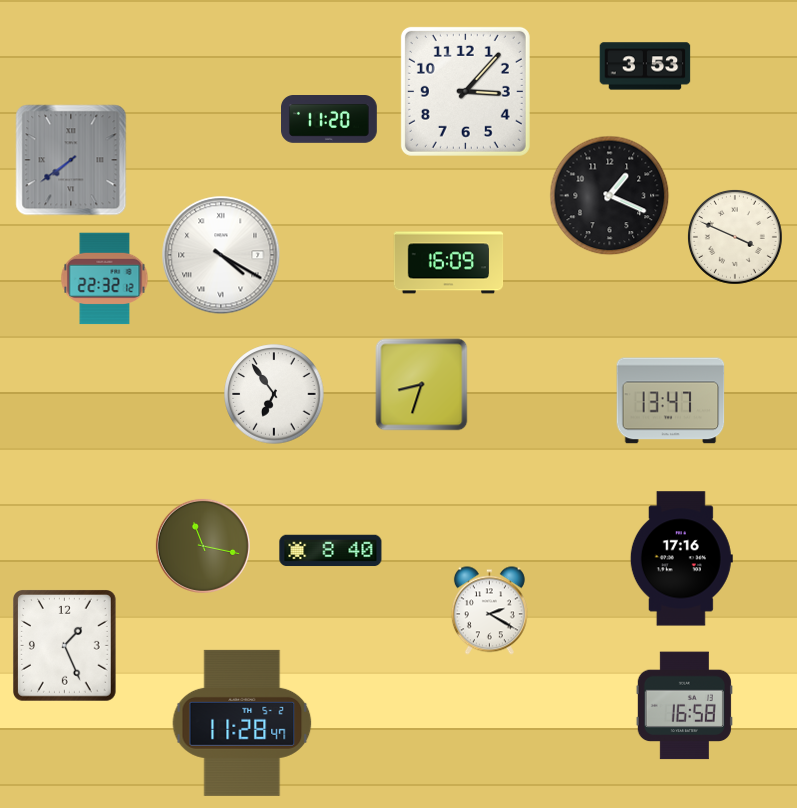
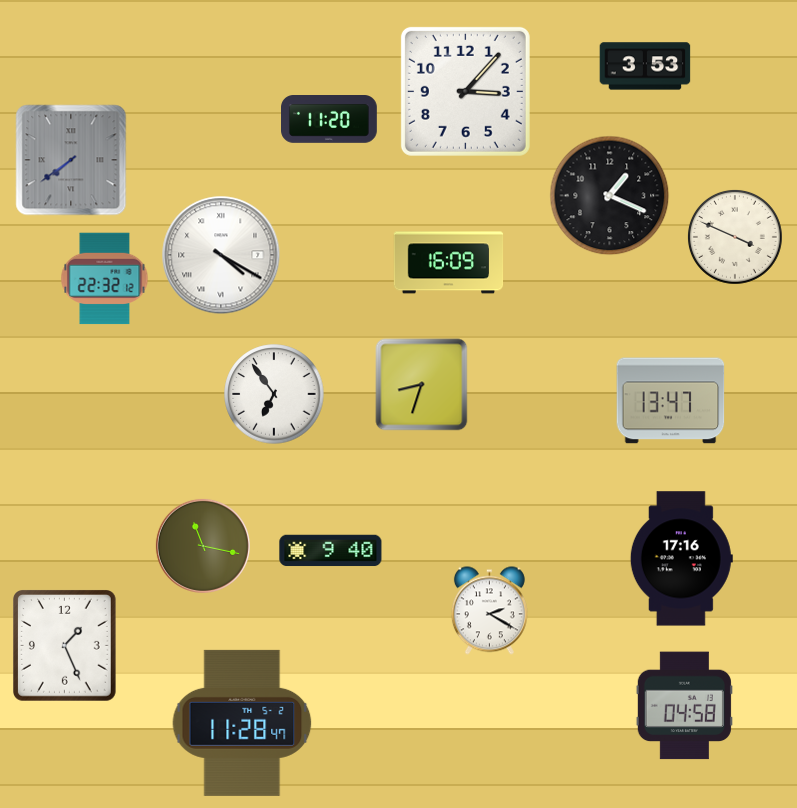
clock at (331, 551): 8:40 -> 9:40
clock at (684, 706): 16:58 -> 04:58
